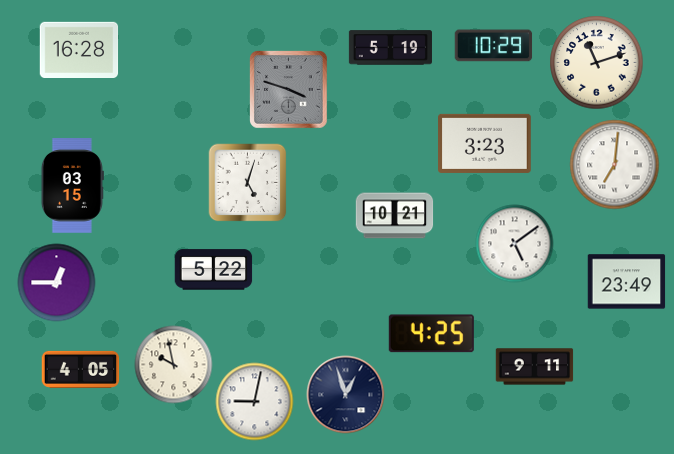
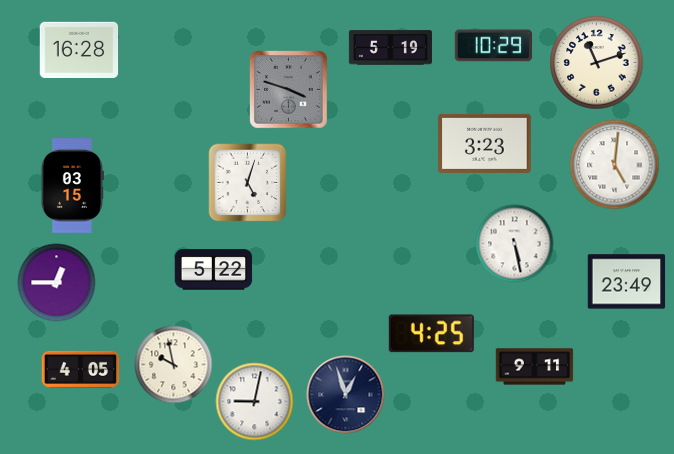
clock at (614, 164): 7:01 -> 5:01
clock at (394, 216): 10:21 -> none
clock at (514, 243): 5:09 -> 5:28
